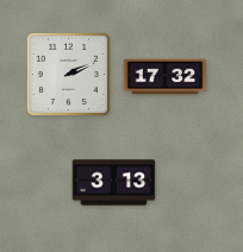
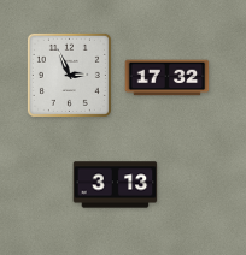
clock at (68, 74): 2:11 -> 2:56
